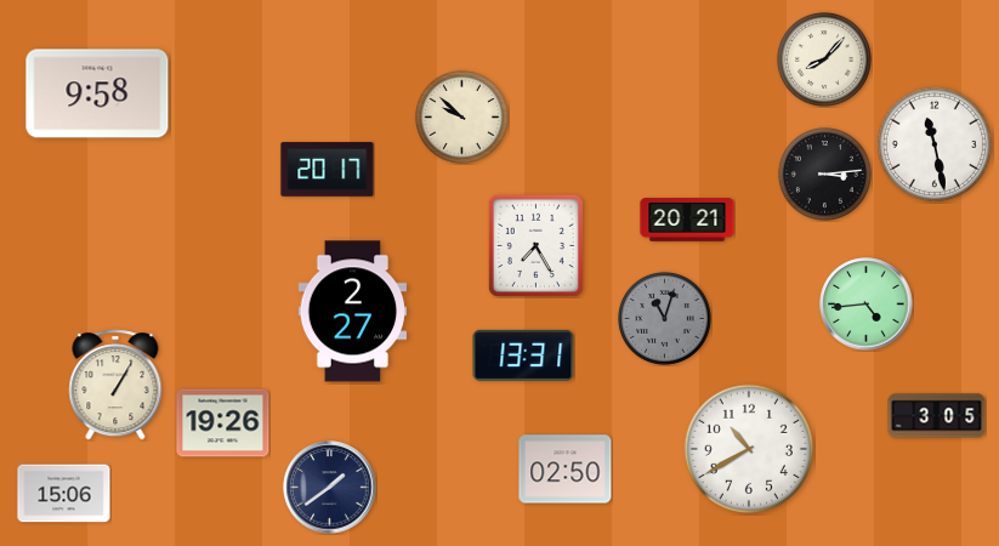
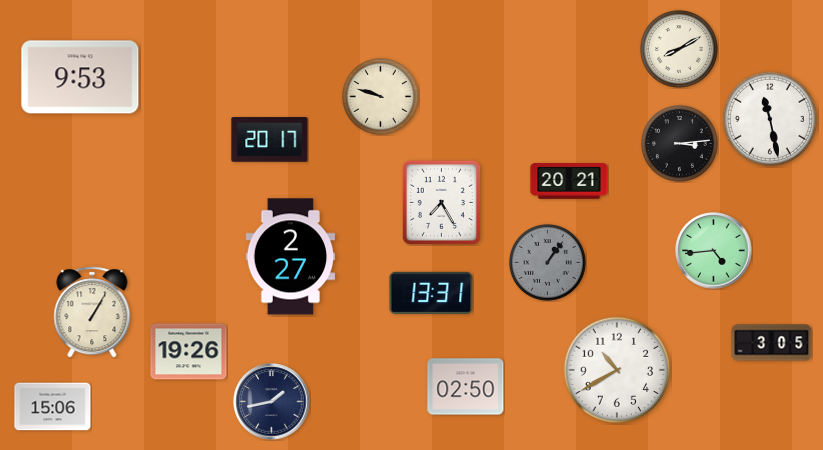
clock at (824, 59): 8:07 -> 8:10
clock at (97, 93): 9:58 -> 9:53
clock at (461, 116): 9:52 -> 9:48
clock at (687, 220) position: (687, 220) -> (569, 181)
clock at (664, 318): 11:03 -> 1:06
clock at (115, 385) position: (115, 385) -> (92, 312)
clock at (223, 423) position: (223, 423) -> (189, 352)
clock at (330, 488): 1:39 -> 1:43
